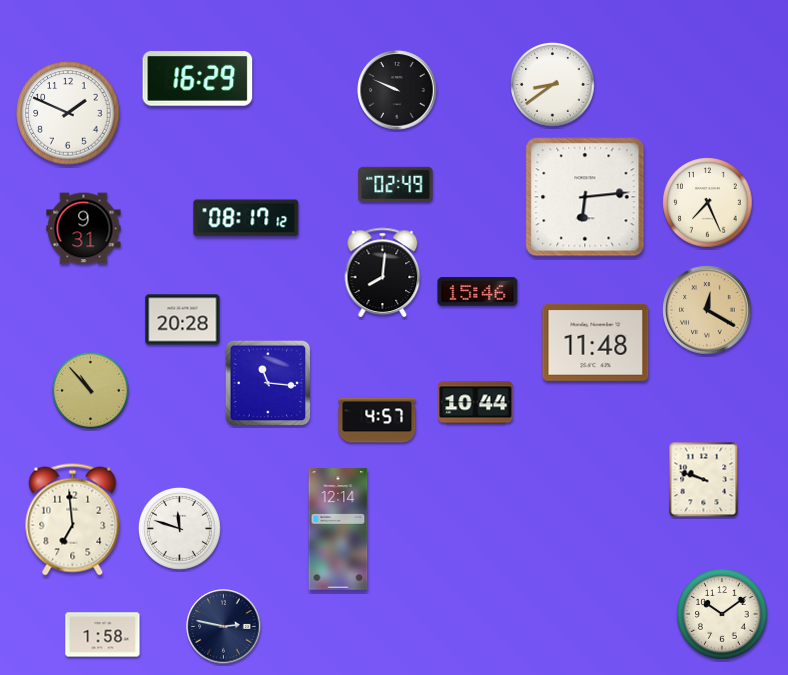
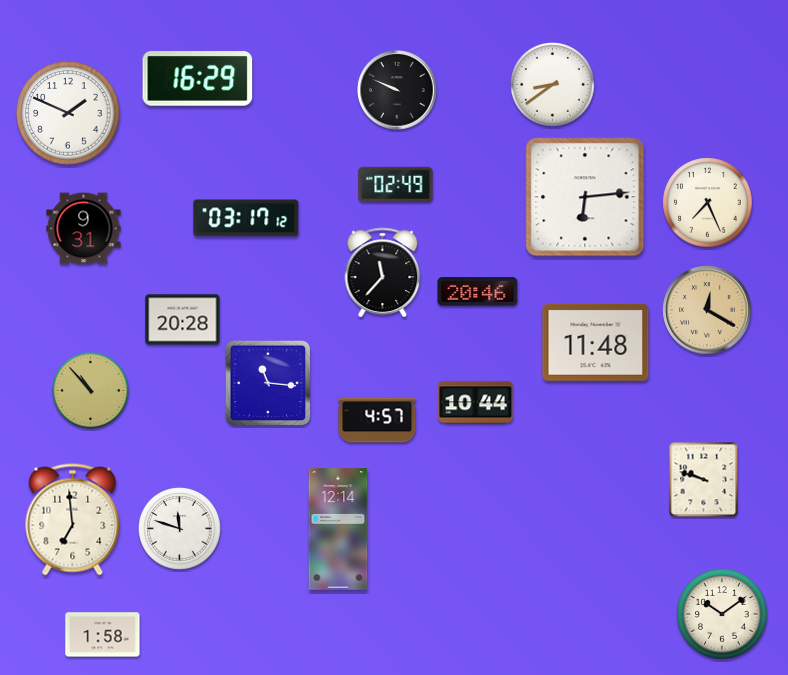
clock at (246, 218): 08:17 -> 03:17
clock at (383, 272): 8:01 -> 11:37
clock at (478, 292): 15:46 -> 20:46
clock at (224, 627): 2:47 -> none
